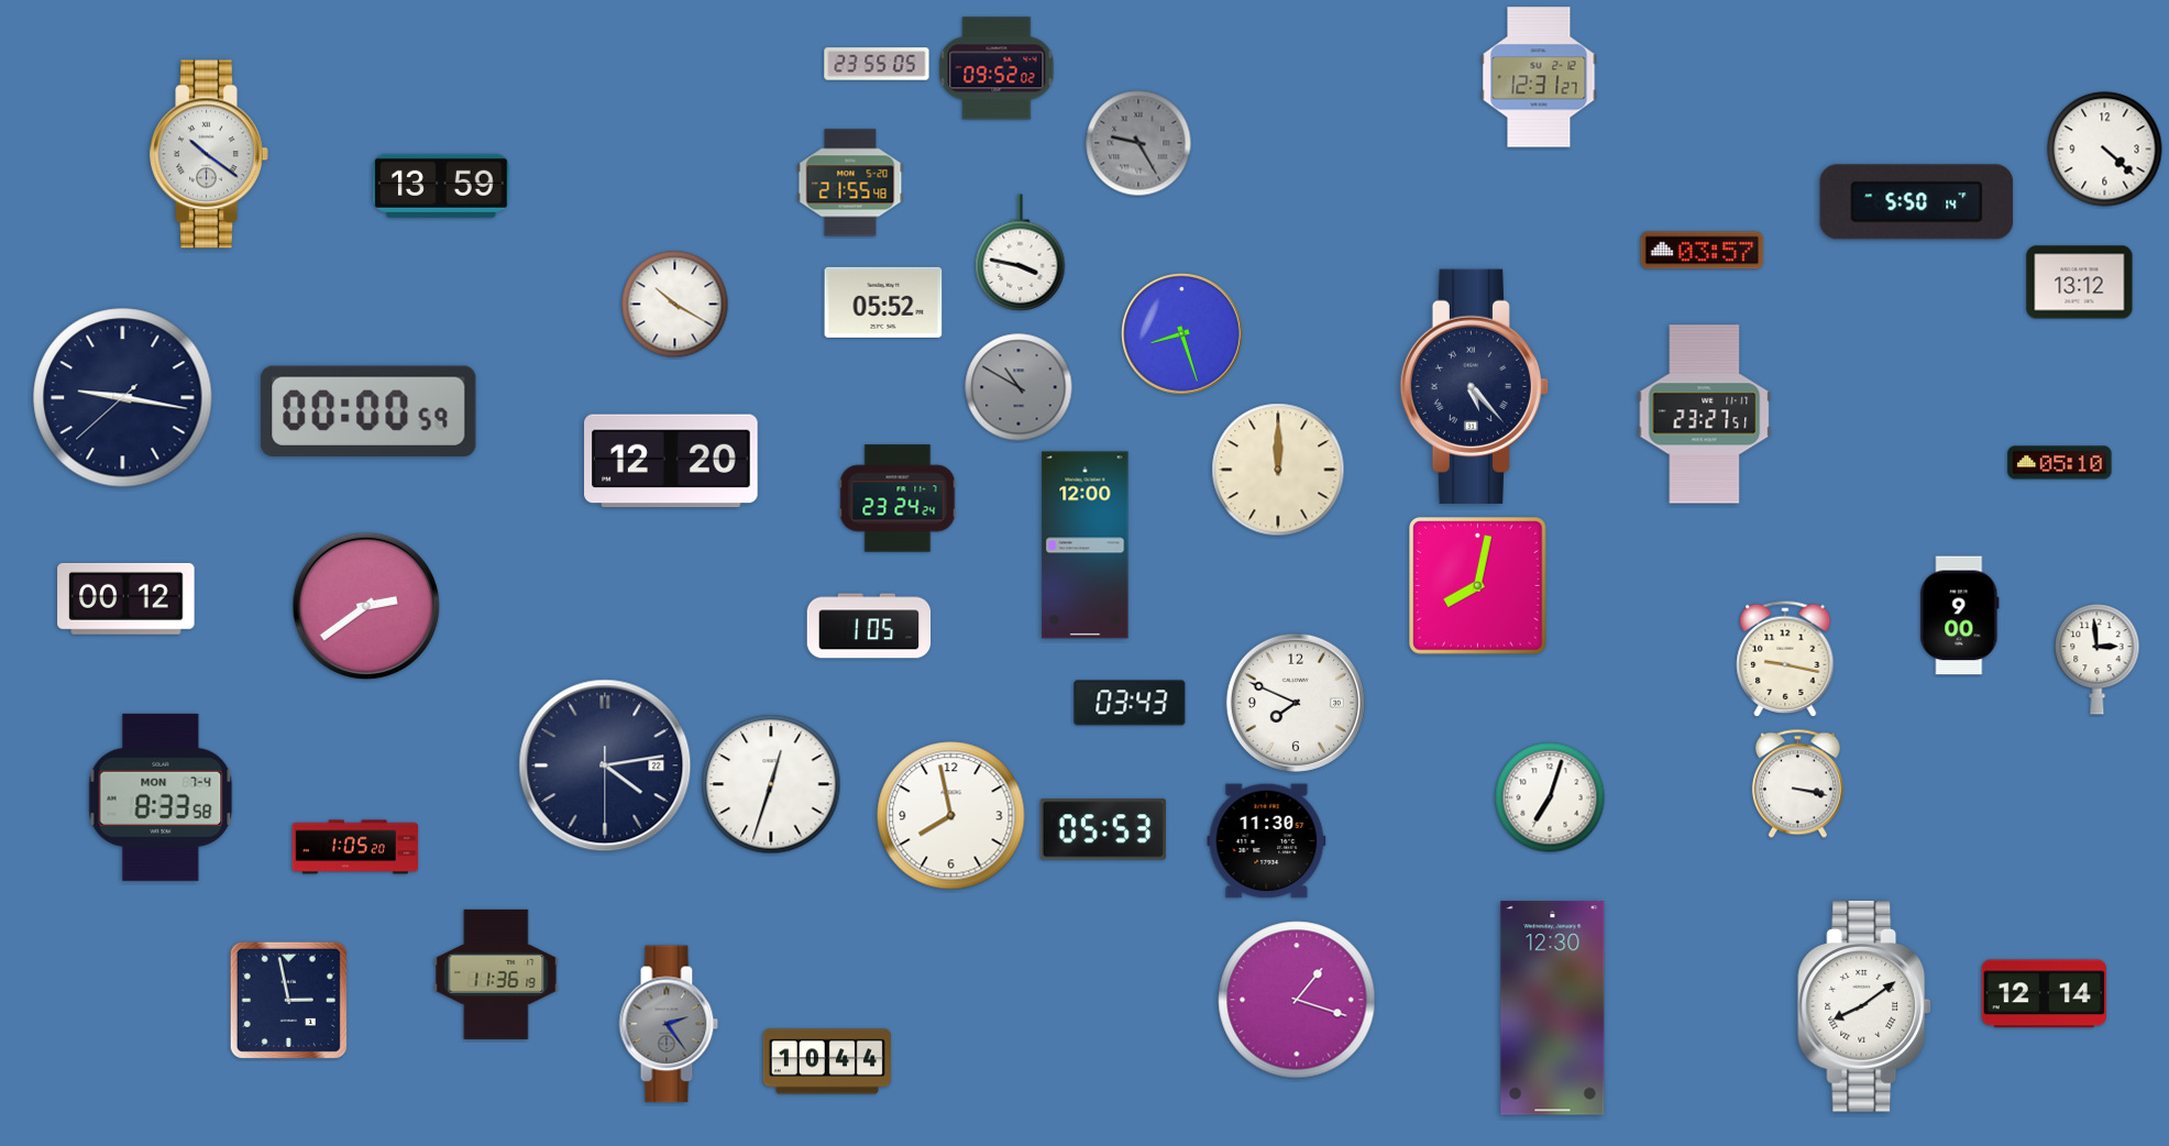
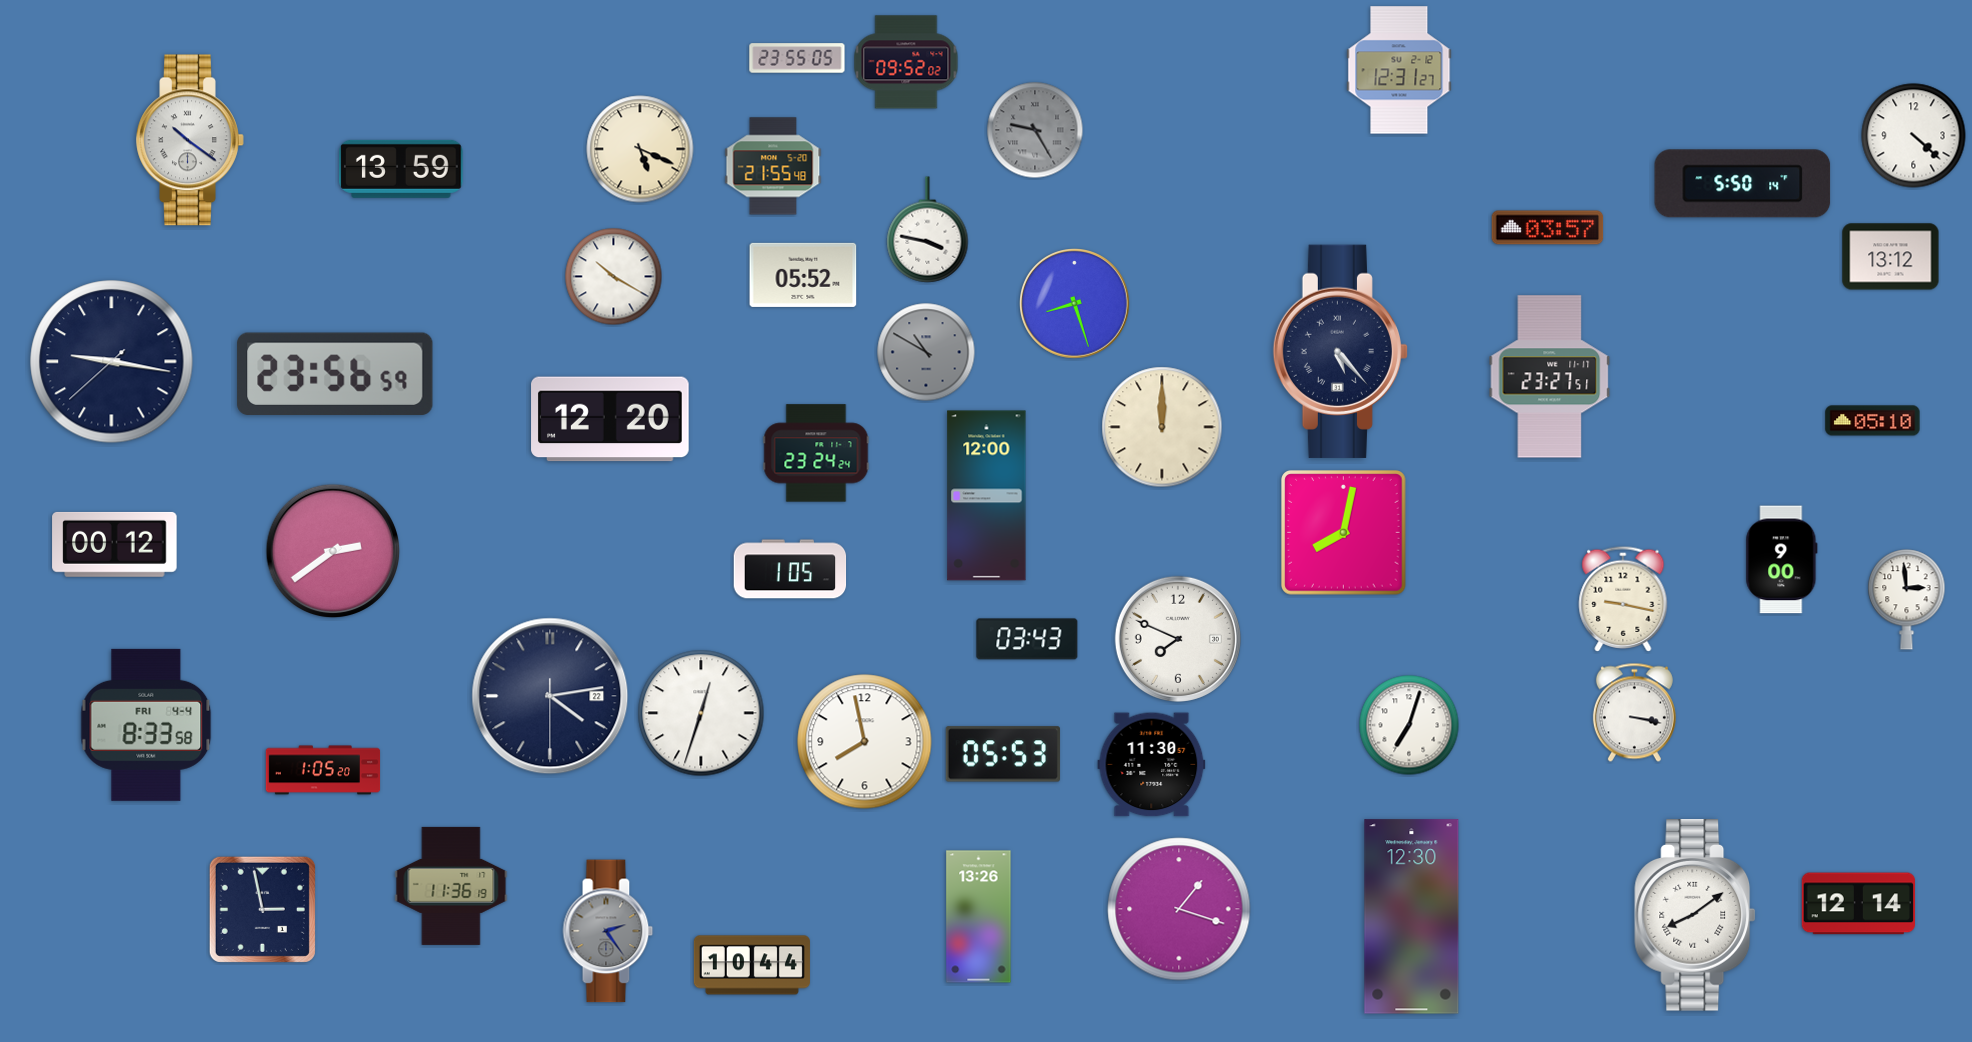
clock at (640, 149): none -> 5:19
clock at (368, 411): 00:00 -> 23:56
clock at (161, 797) date: MON 7-4 -> FRI 4-4
clock at (979, 917): none -> 13:26
